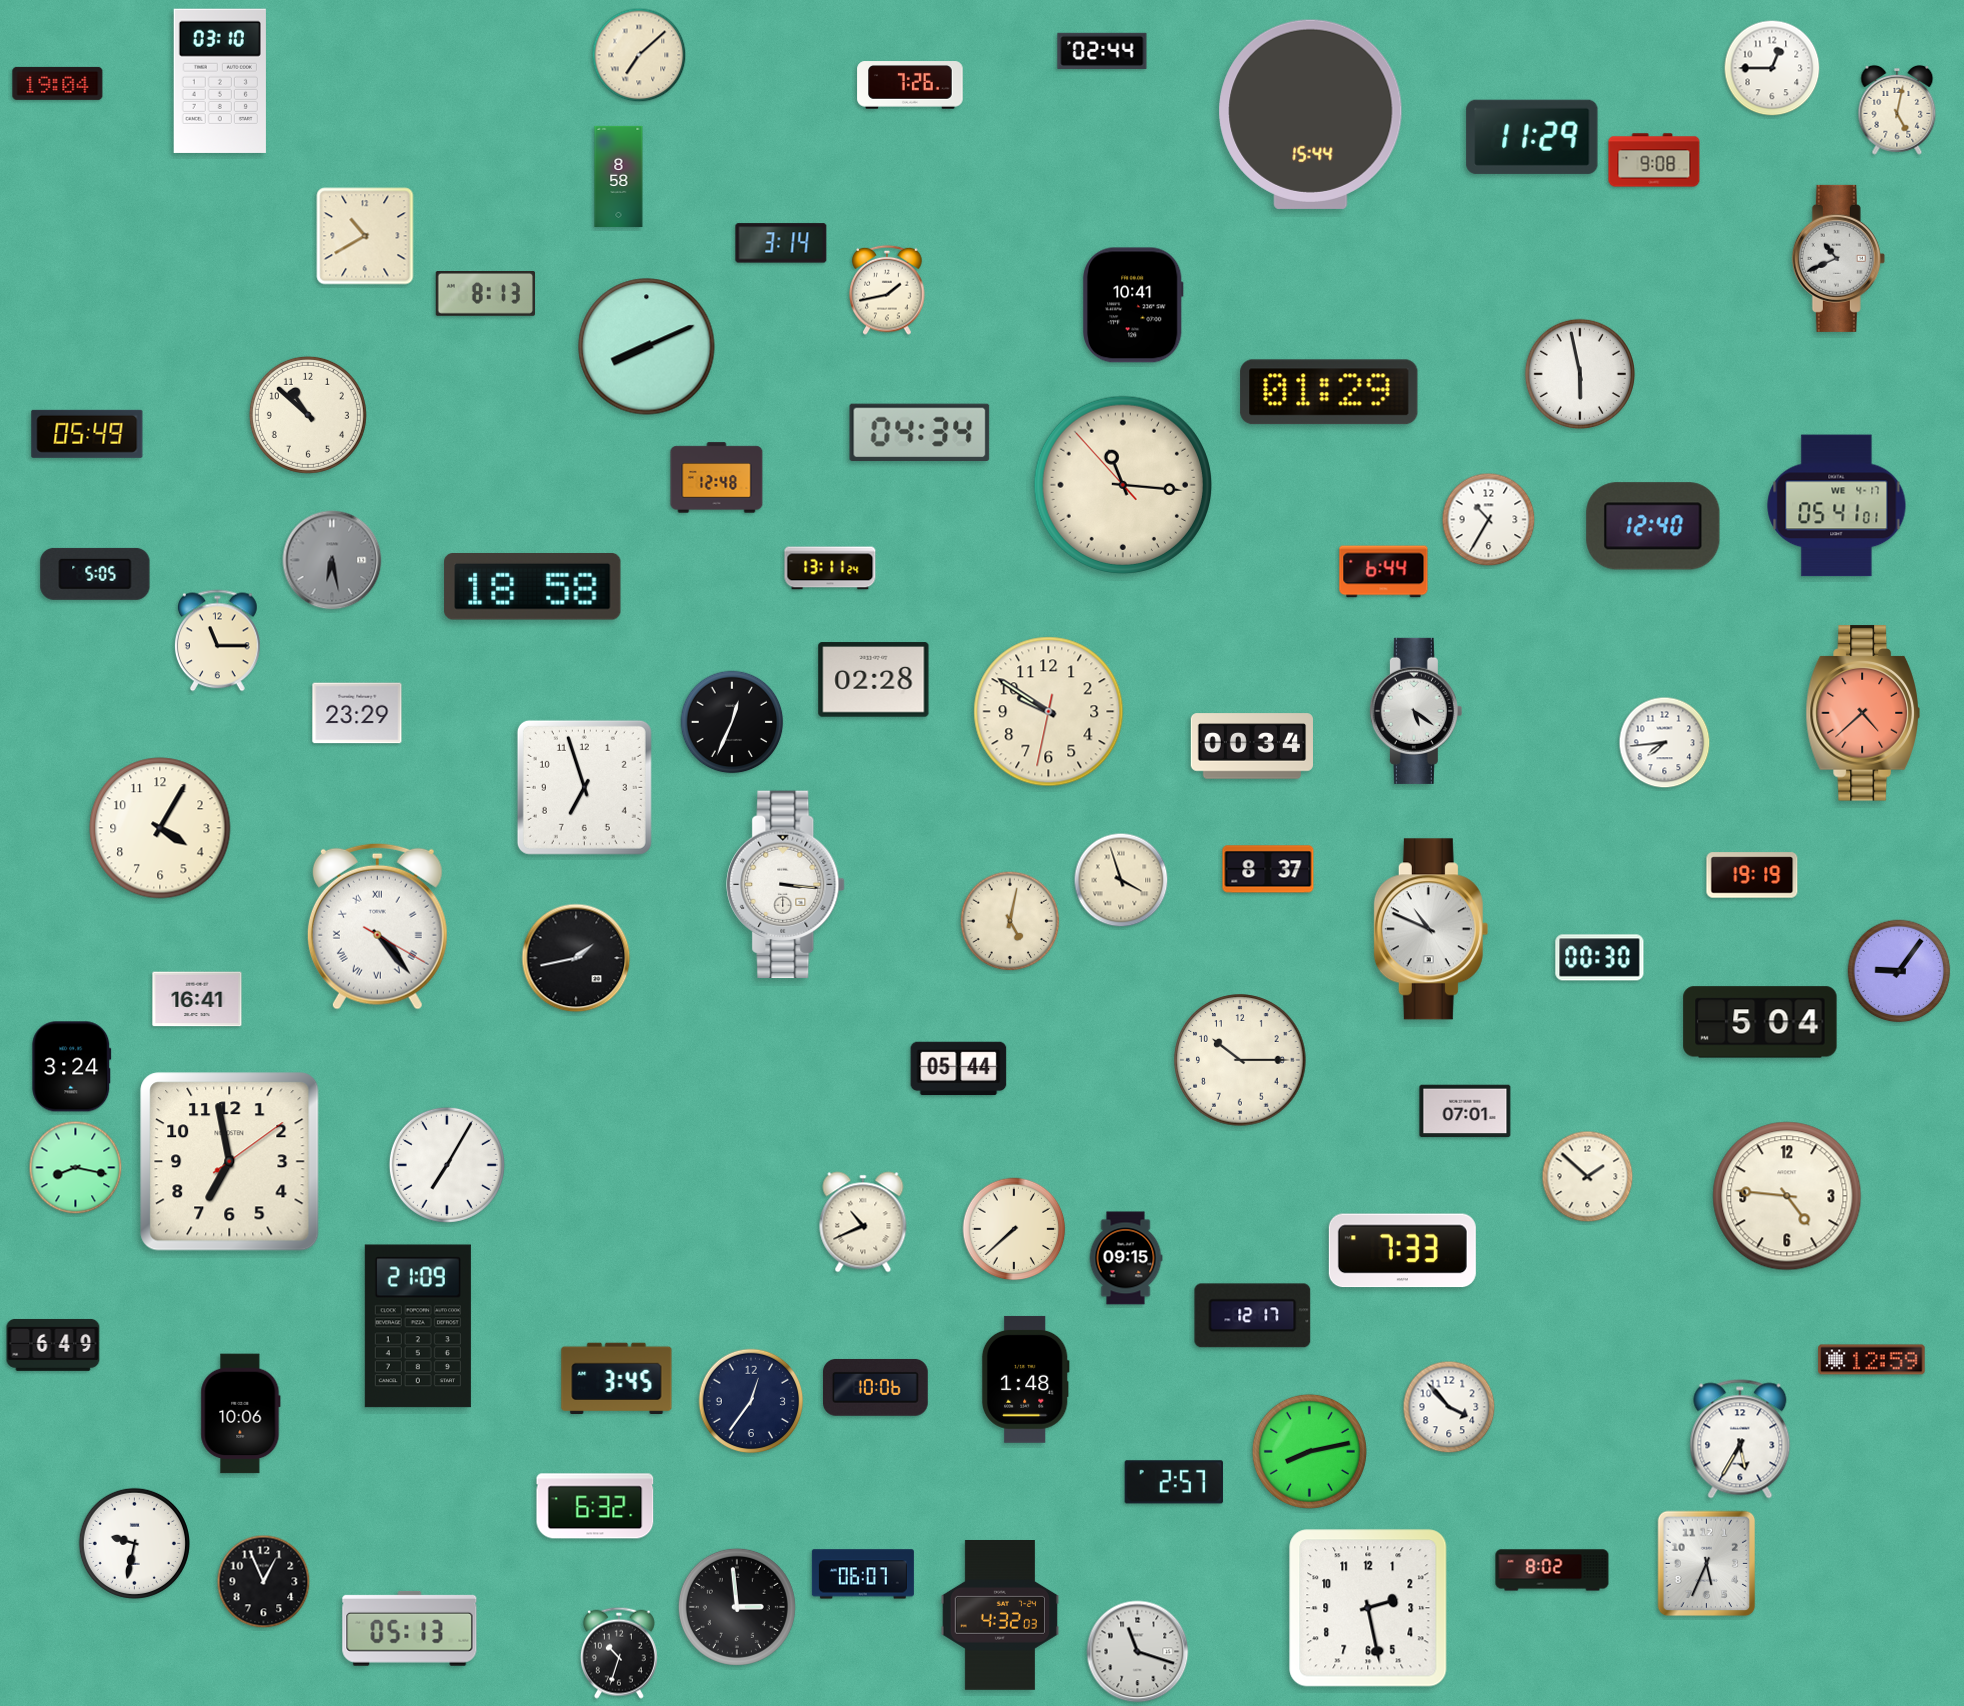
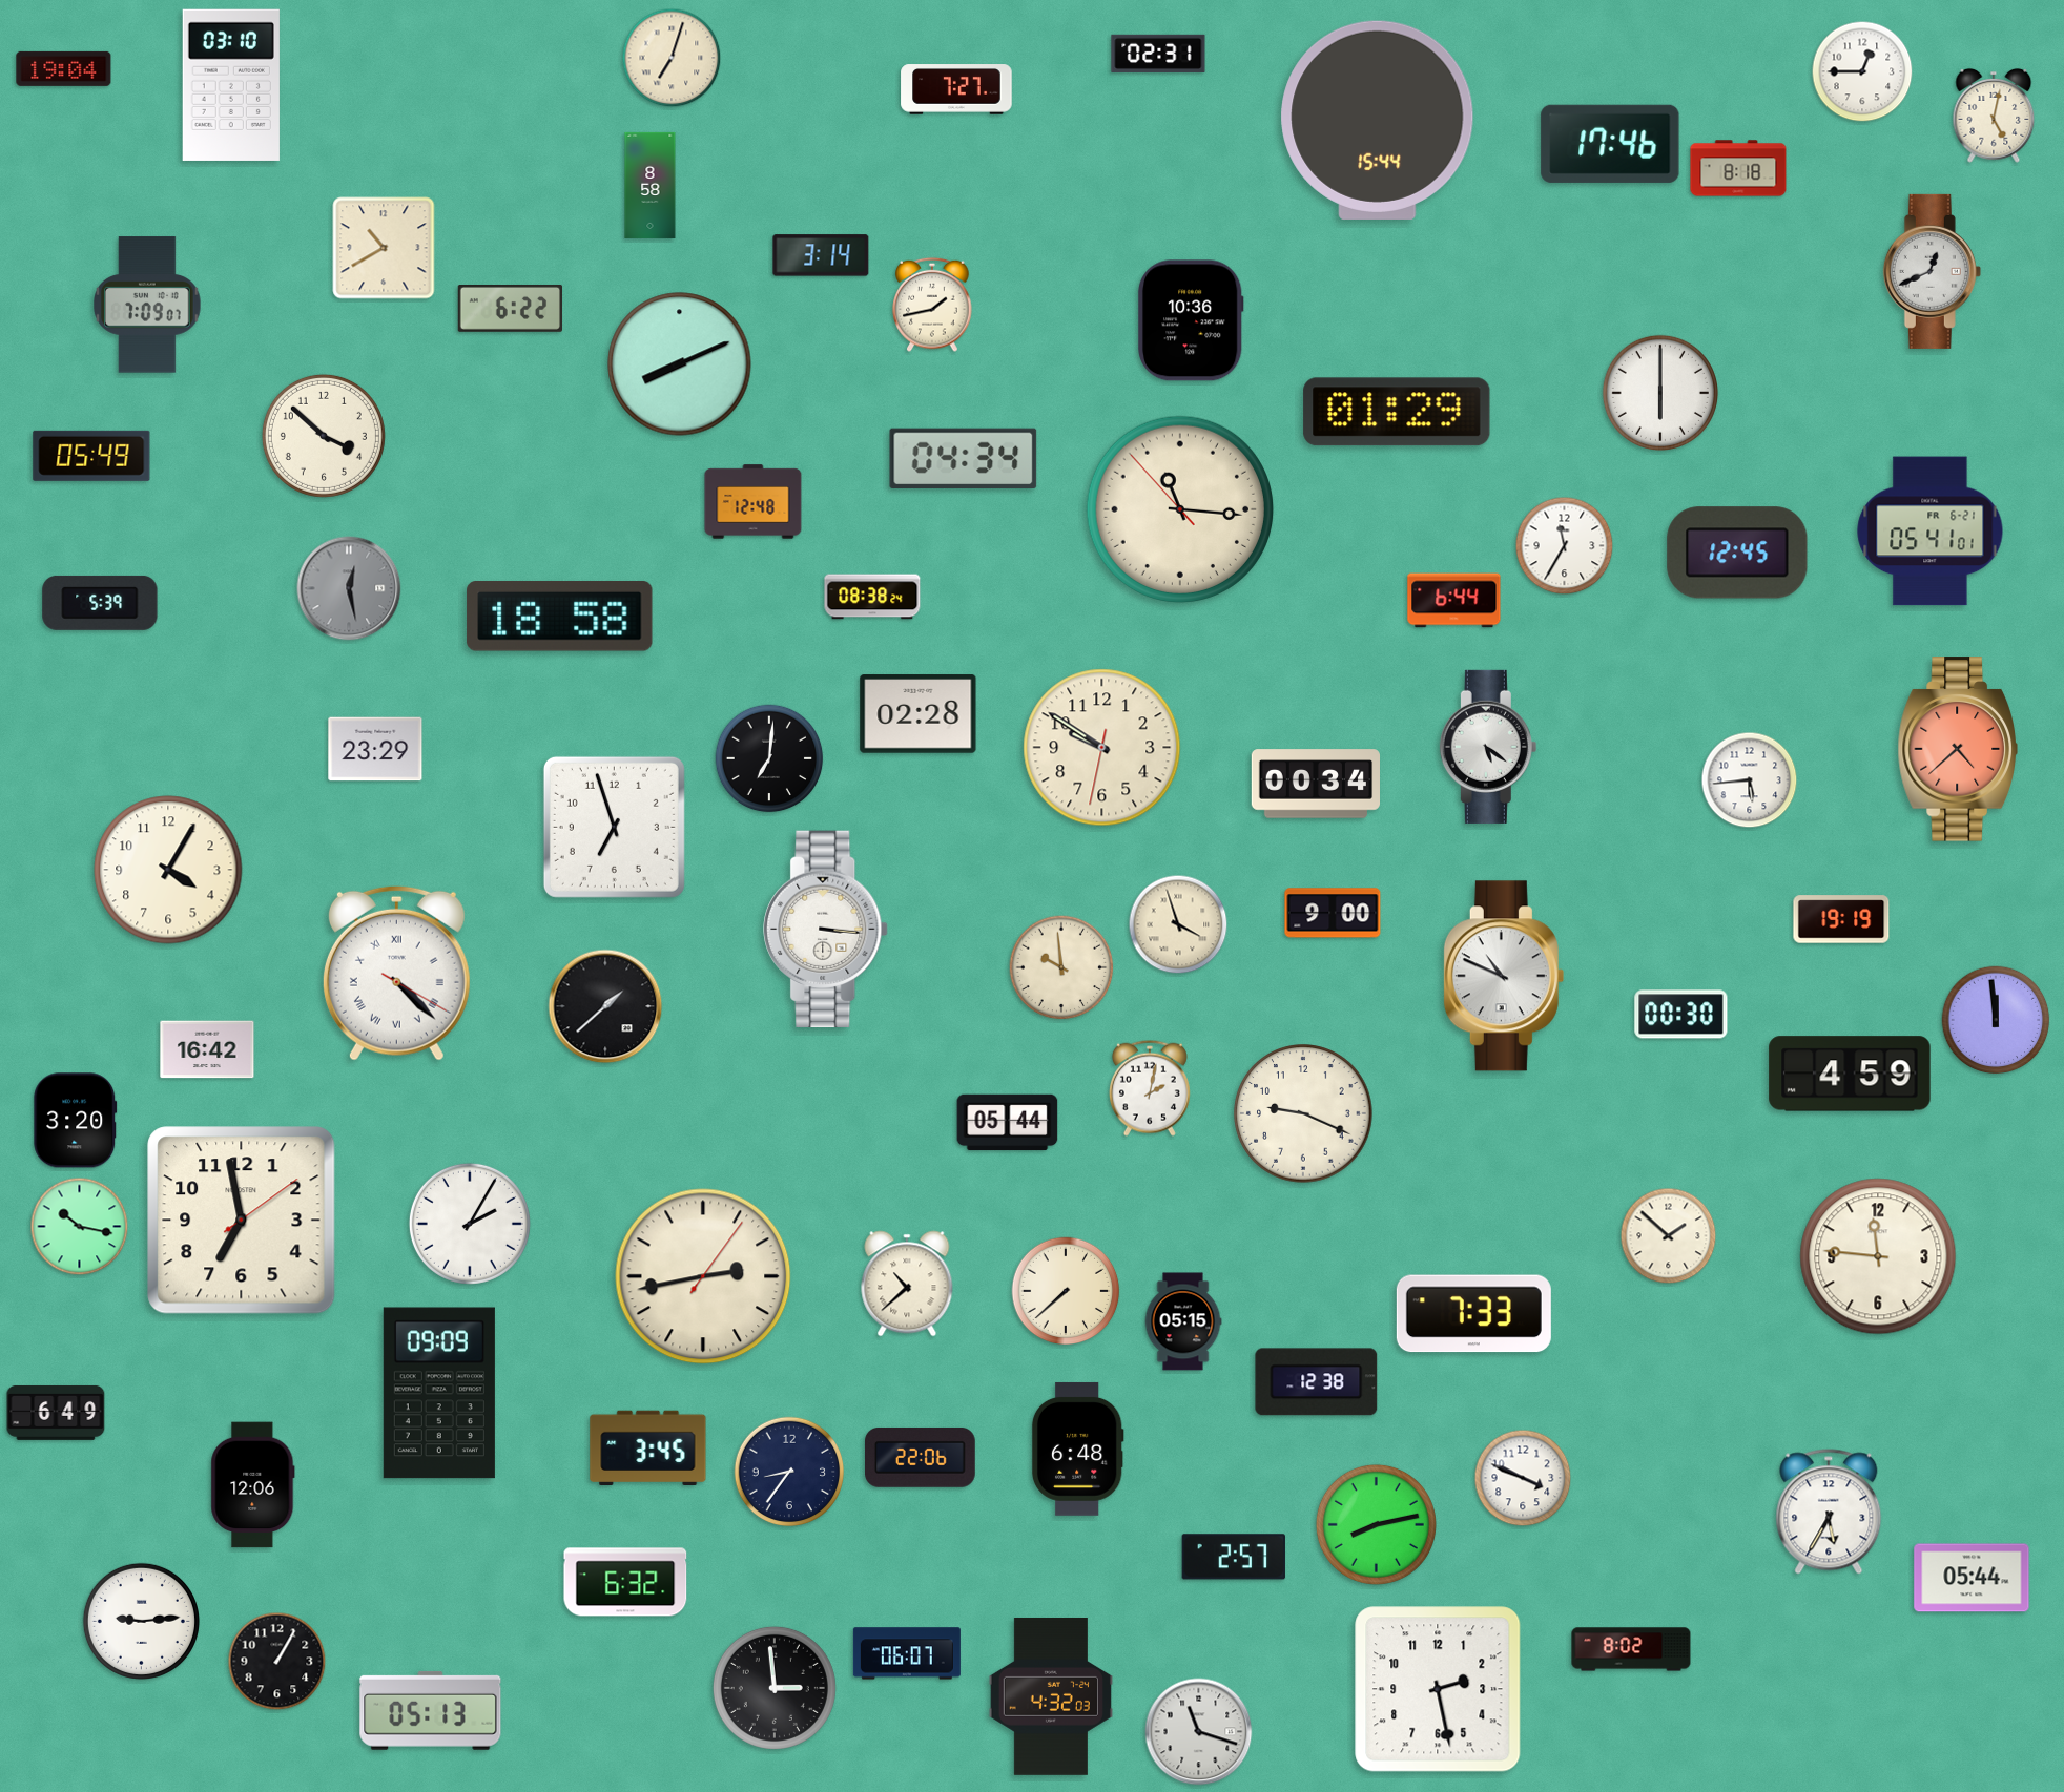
clock at (1102, 51): 02:44 -> 02:31
clock at (639, 55): 7:08 -> 7:03
clock at (58, 83) position: (58, 83) -> (64, 68)
clock at (910, 85): 7:26 -> 7:27
clock at (1532, 137): 11:29 -> 17:46
clock at (1654, 160): 9:08 -> 8:18
clock at (1838, 258): 10:41 -> 12:41
clock at (147, 305): none -> 7:09
clock at (485, 294): 8:13 -> 6:22
clock at (1133, 305): 10:41 -> 10:36
clock at (1580, 374): 5:58 -> 6:00
clock at (308, 415): 10:52 -> 3:52
clock at (920, 433) position: (920, 433) -> (964, 459)
clock at (1837, 506) date: WE 4-17 -> FR 6-21
clock at (1489, 520): 10:35 -> 11:35
clock at (1653, 526): 12:40 -> 12:45
clock at (332, 560): 6:28 -> 12:28
clock at (830, 568): 13:11 -> 08:38
clock at (95, 574): 5:05 -> 5:39
clock at (217, 641): 11:15 -> none
clock at (732, 722): 12:34 -> 7:01
clock at (1665, 743): 7:44 -> 5:44
clock at (1268, 869): 8:37 -> 9:00
clock at (1010, 921): 5:02 -> 9:59
clock at (377, 926): 4:23 -> 4:22
clock at (576, 958): 1:43 -> 1:38
clock at (1600, 958) position: (1600, 958) -> (1681, 1015)
clock at (1899, 971): 9:06 -> 11:59
clock at (197, 999): 16:41 -> 16:42
clock at (1760, 1022): 5:04 -> 4:59
clock at (1150, 1088): none -> 2:02
clock at (1240, 1060): 10:15 -> 9:19
clock at (72, 1067): 3:24 -> 3:20
clock at (1465, 1111): 07:01 -> none
clock at (447, 1165): 7:05 -> 2:05
clock at (76, 1168): 8:17 -> 10:17
clock at (1787, 1196): 4:46 -> 11:46
clock at (703, 1276): none -> 2:43
clock at (863, 1222): 10:41 -> 10:38
clock at (1126, 1258): 09:15 -> 05:15
clock at (1253, 1316): 12:17 -> 12:38
clock at (418, 1326): 21:09 -> 09:09
clock at (1872, 1360): 12:59 -> none
clock at (1025, 1379): 1:48 -> 6:48
clock at (876, 1388): 10:06 -> 22:06
clock at (751, 1401): 12:36 -> 8:36
clock at (1449, 1407): 3:53 -> 3:49
clock at (241, 1414): 10:06 -> 12:06
clock at (1972, 1578): none -> 05:44
clock at (134, 1543): 9:32 -> 9:14
clock at (1707, 1564): 5:34 -> none
clock at (264, 1582): 12:56 -> 1:05
clock at (1138, 1652) position: (1138, 1652) -> (1199, 1732)
clock at (619, 1653): 10:33 -> none
